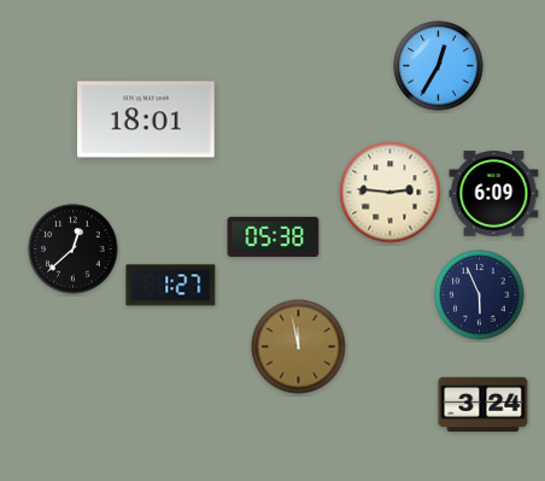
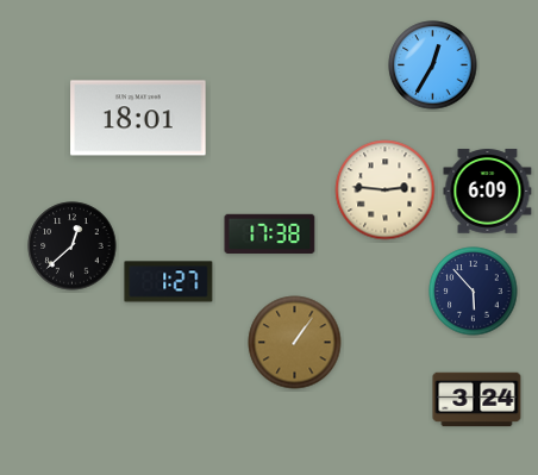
clock at (146, 119) position: (146, 119) -> (138, 118)
clock at (274, 237): 05:38 -> 17:38
clock at (480, 295): 5:56 -> 5:53
clock at (299, 347): 11:58 -> 1:06
